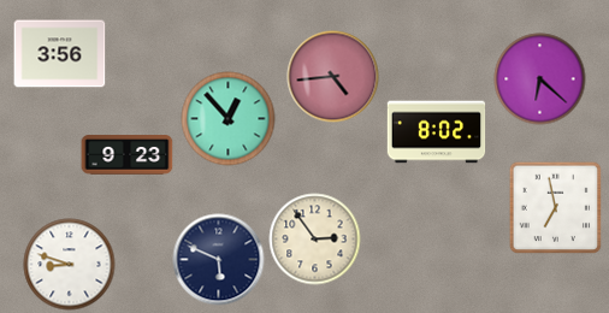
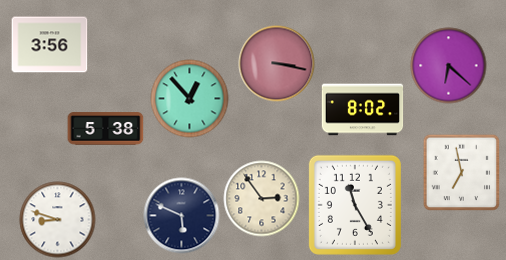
clock at (333, 77): 4:44 -> 3:17
clock at (128, 155): 9:23 -> 5:38
clock at (355, 205): none -> 11:25
